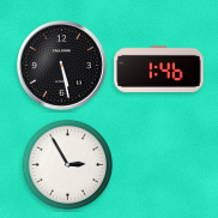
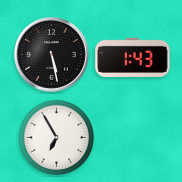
clock at (159, 68): 1:46 -> 1:43
clock at (67, 164): 2:55 -> 6:55
